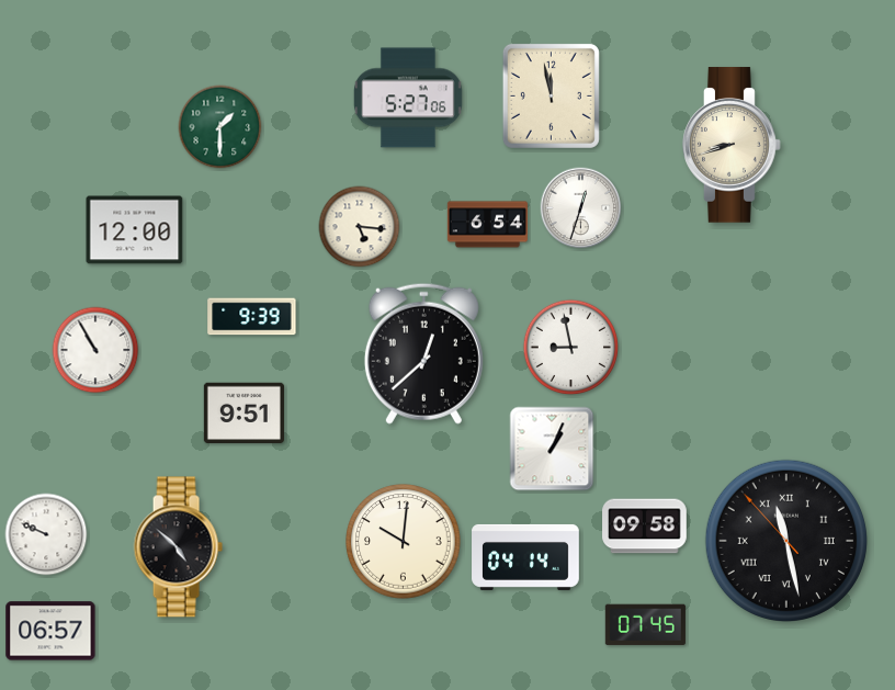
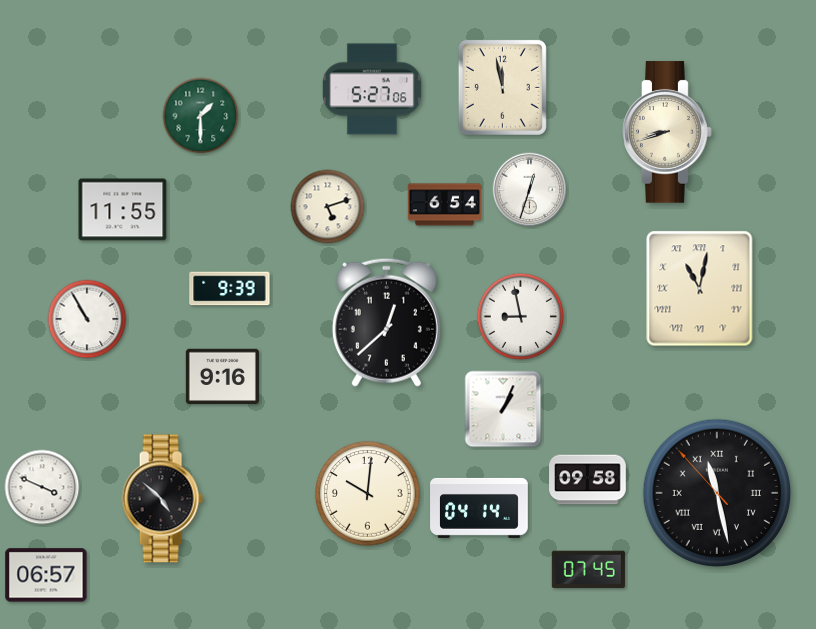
clock at (360, 227): 5:16 -> 5:12
clock at (135, 230): 12:00 -> 11:55
clock at (700, 289): none -> 11:02
clock at (243, 414): 9:51 -> 9:16
clock at (46, 534): 9:49 -> 3:49
